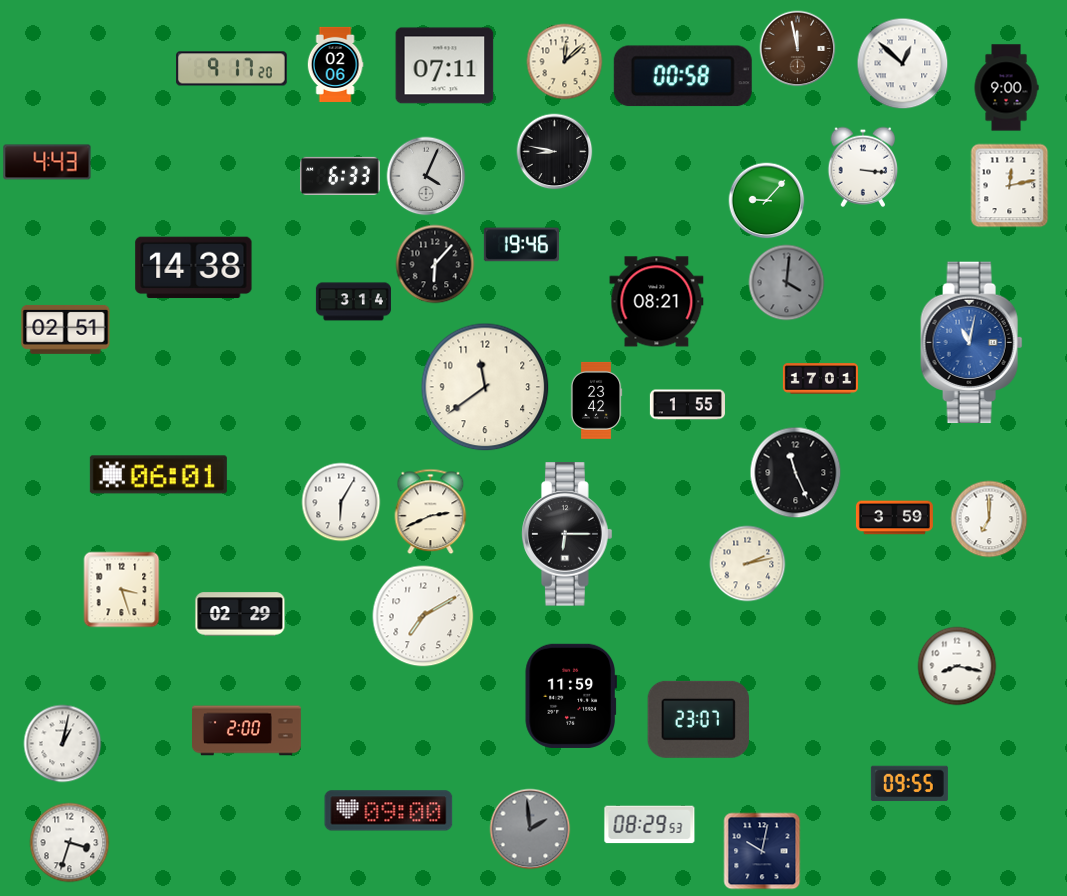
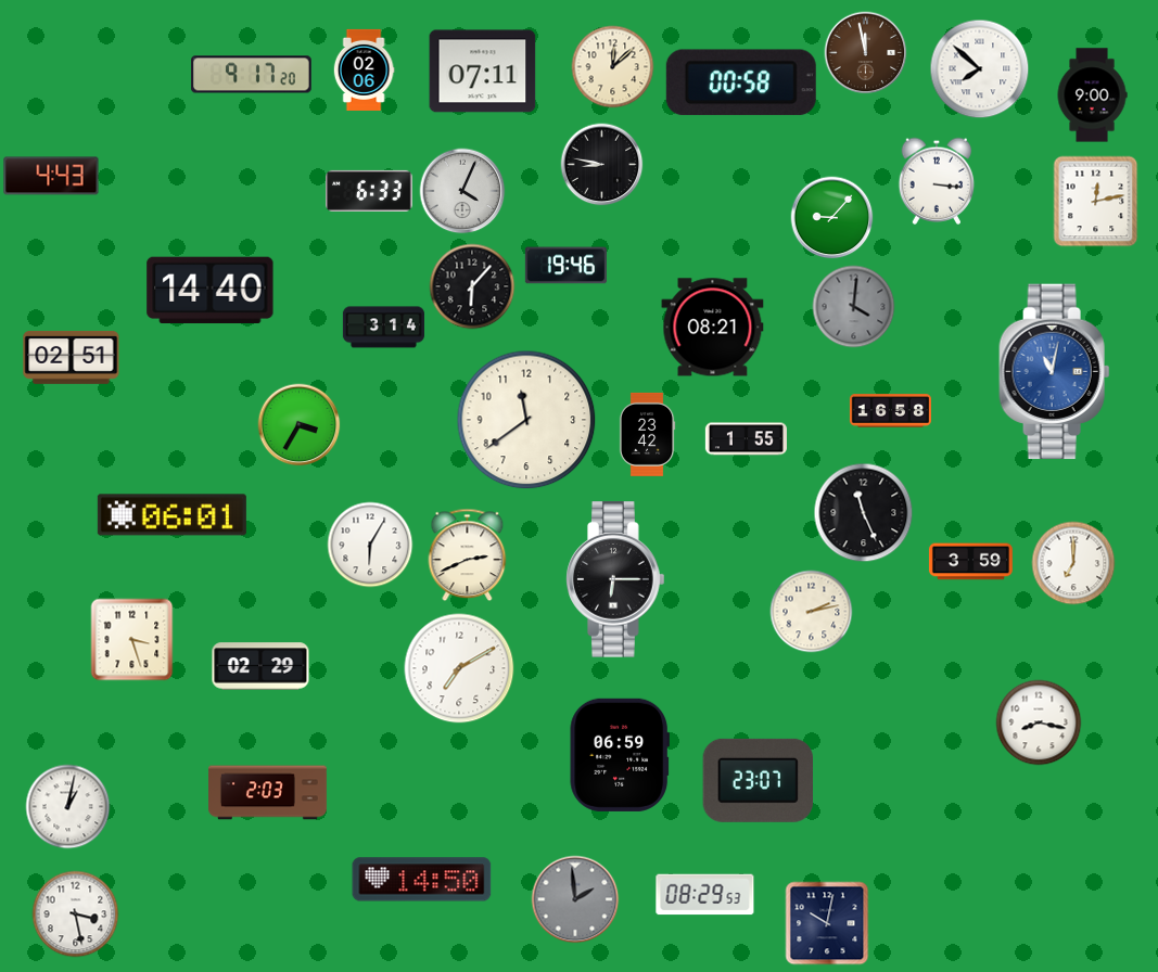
clock at (903, 64): 12:52 -> 7:52
clock at (194, 268): 14:38 -> 14:40
clock at (820, 379): 17:01 -> 16:58
clock at (300, 425): none -> 3:35
clock at (571, 696): 11:59 -> 06:59
clock at (247, 731): 2:00 -> 2:03
clock at (909, 784): 09:55 -> none
clock at (389, 811): 09:00 -> 14:50
clock at (70, 843): 3:33 -> 3:28
